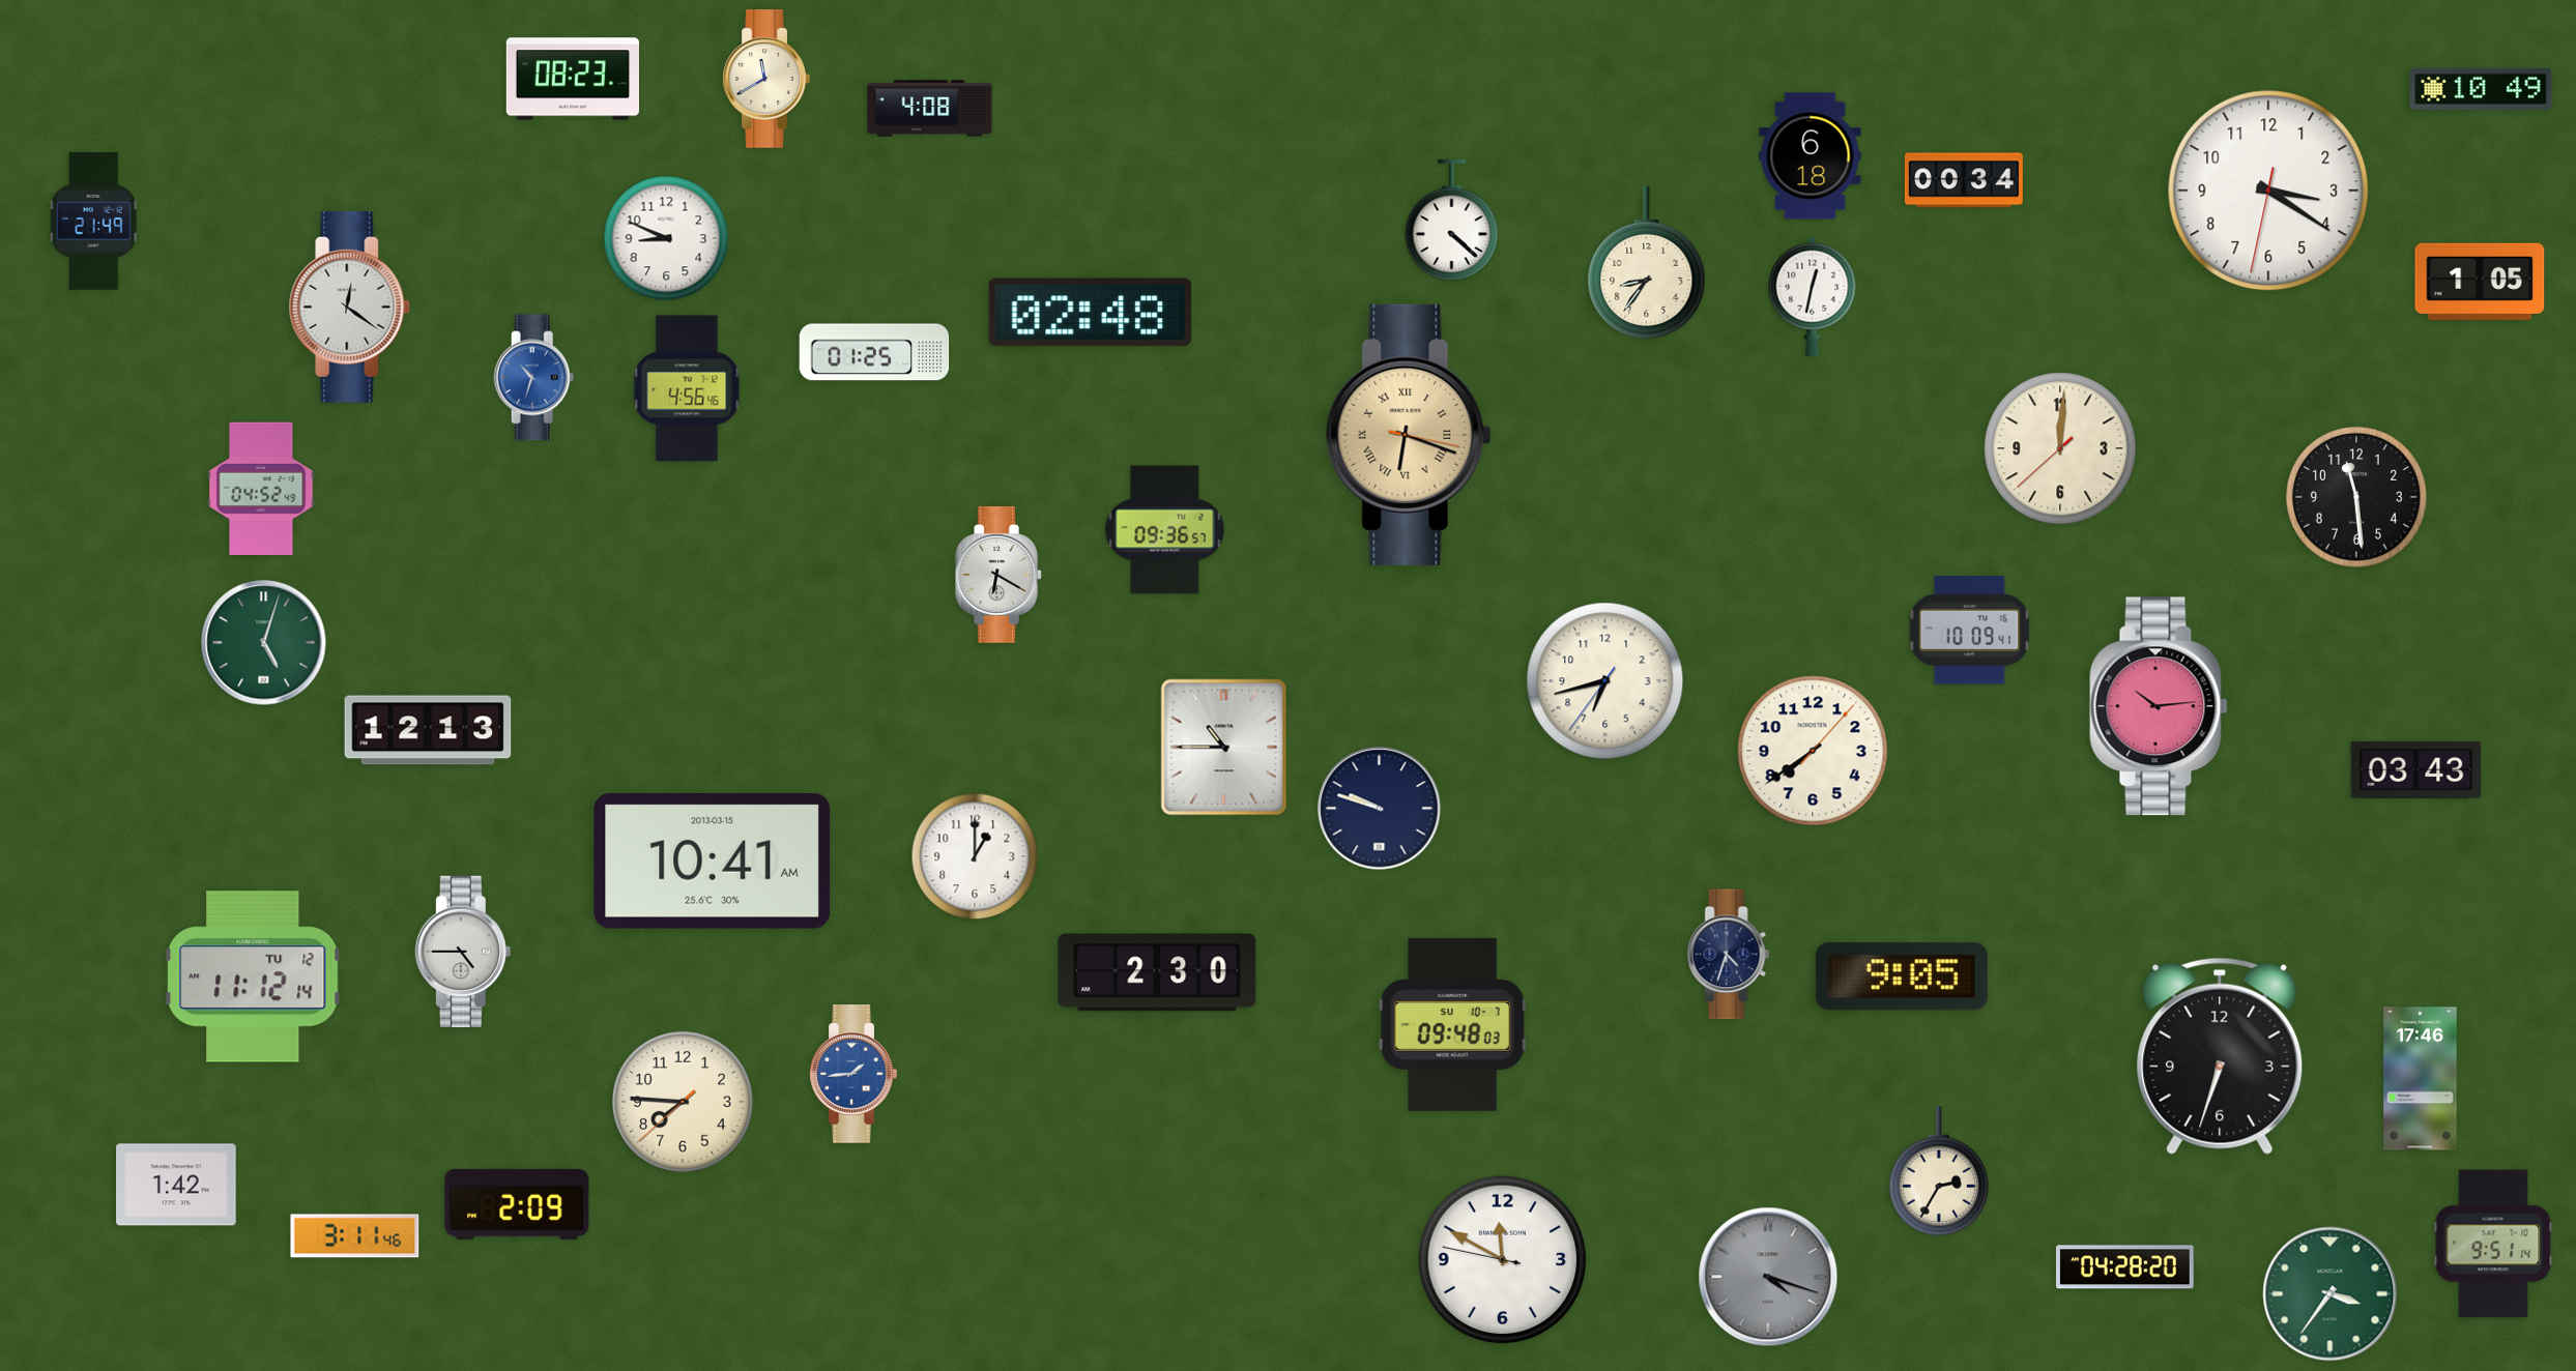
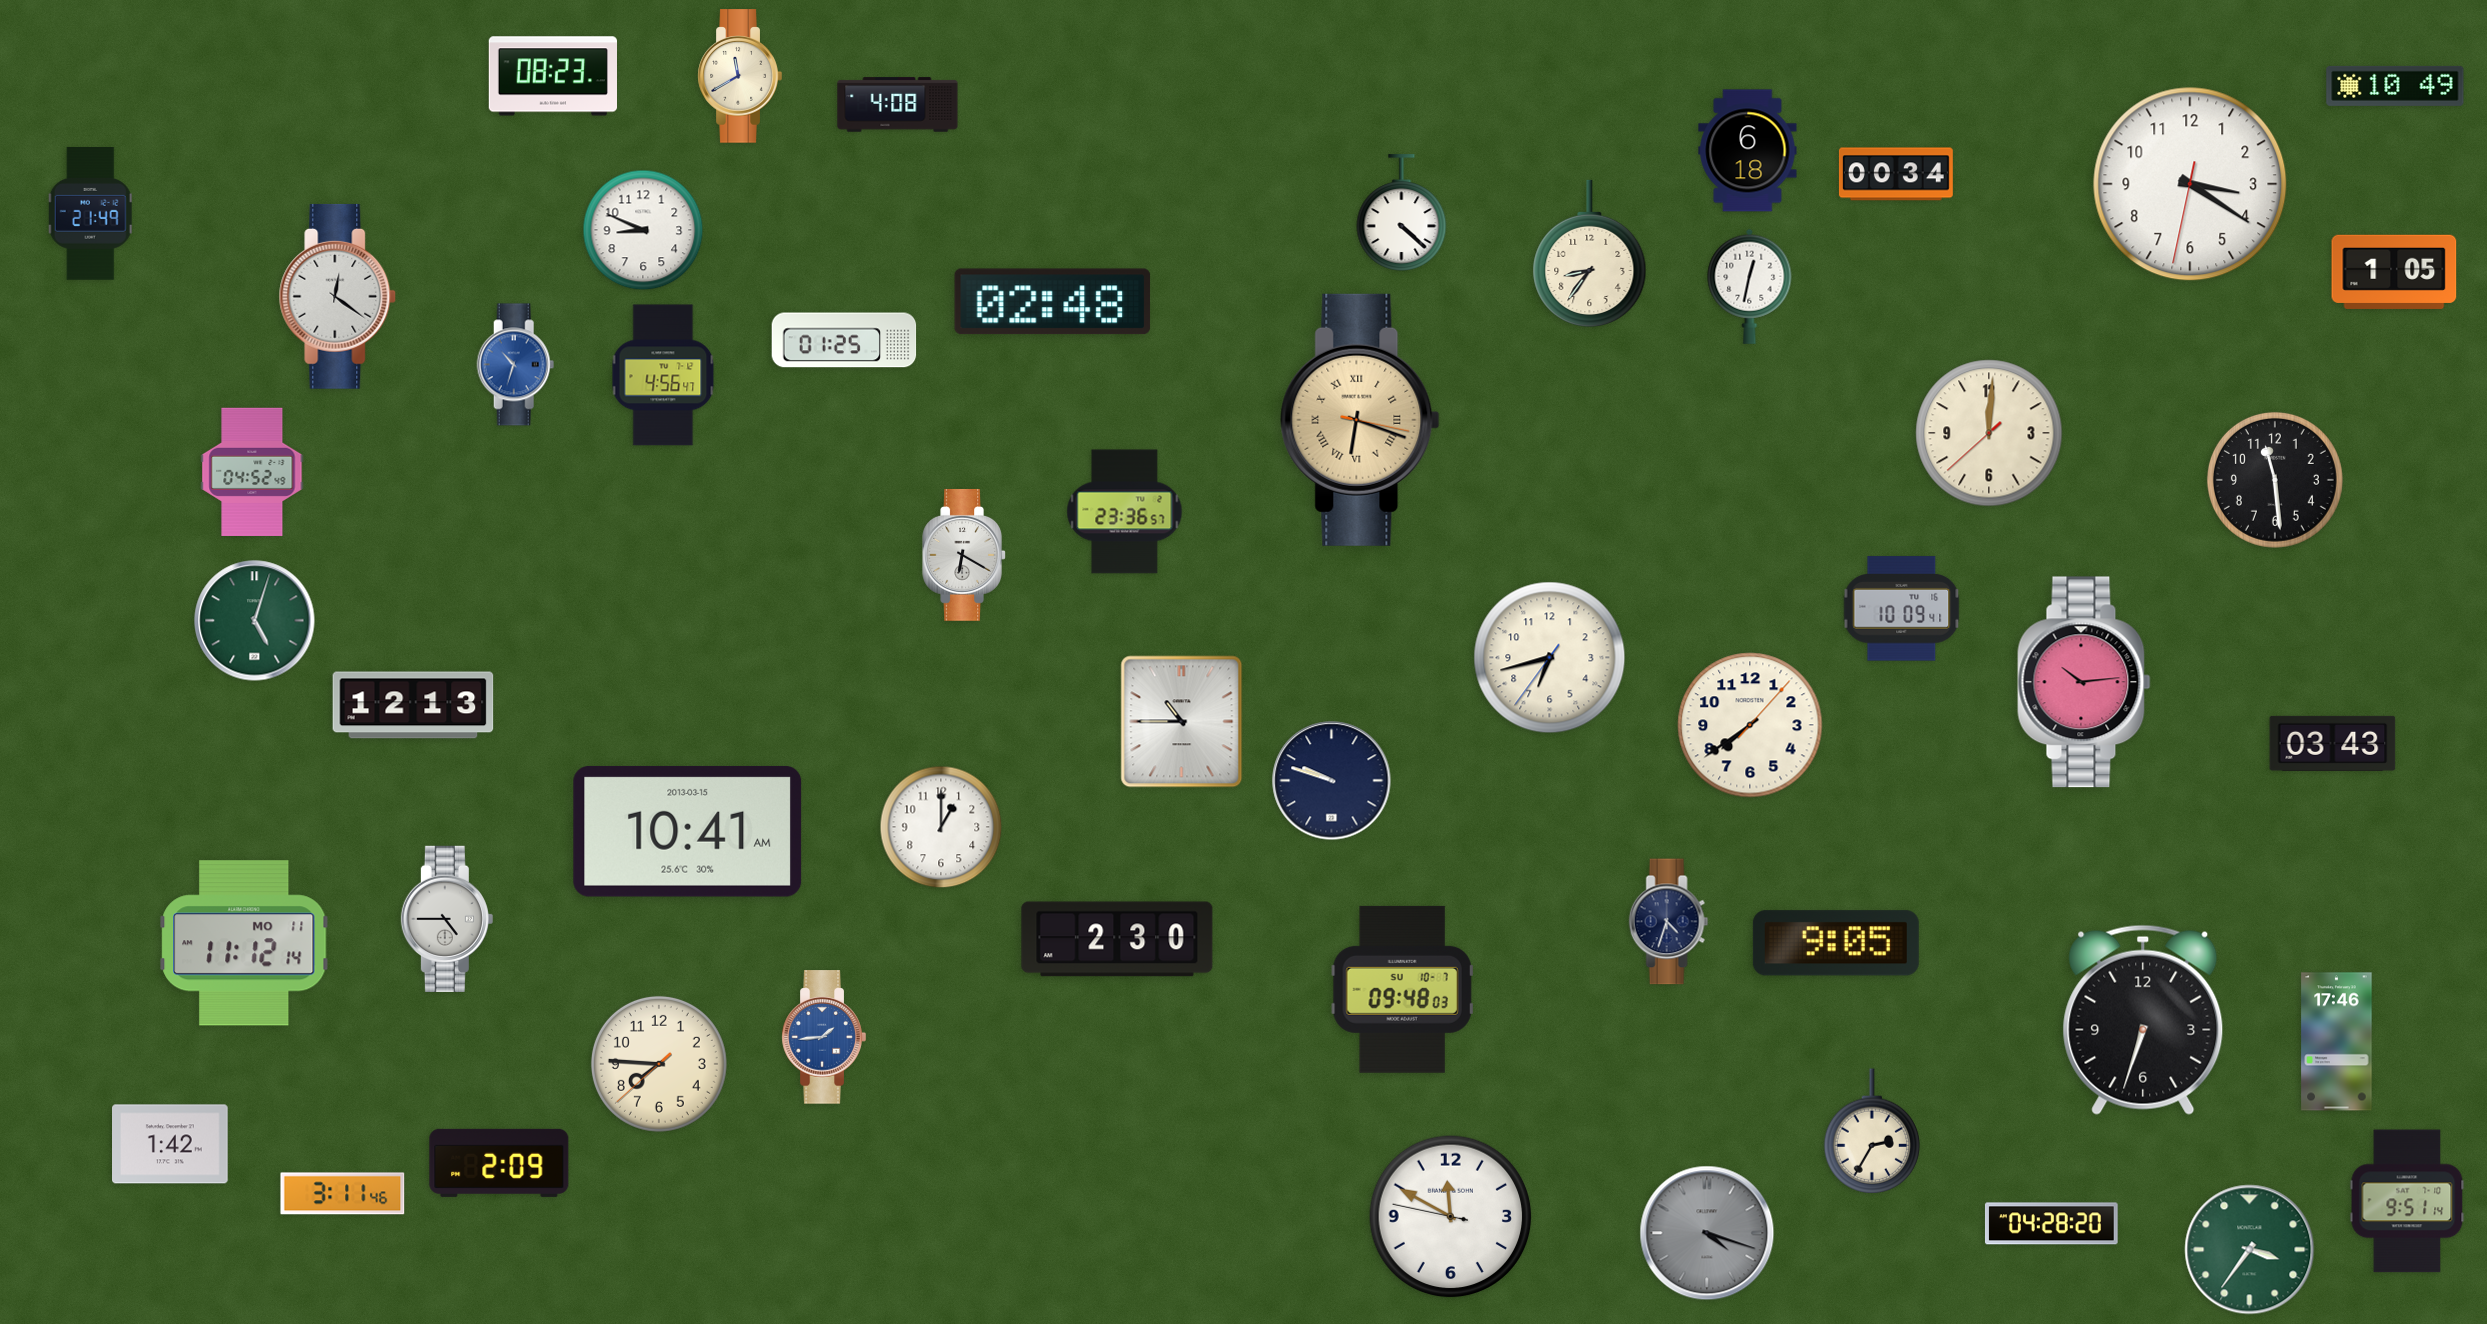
clock at (687, 388): 4:56:46 -> 4:56:47
clock at (1165, 530): 09:36 -> 23:36
clock at (253, 976) date: TU 12 -> MO 11
